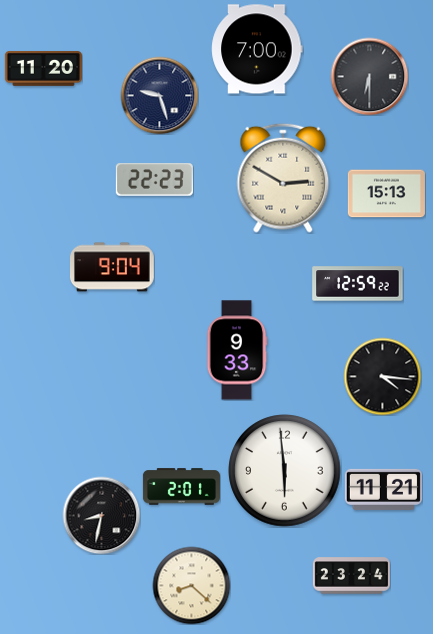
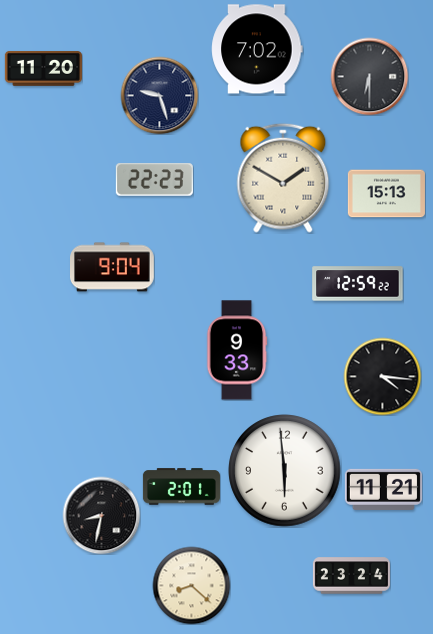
clock at (257, 49): 7:00 -> 7:02
clock at (283, 178): 2:50 -> 1:50
